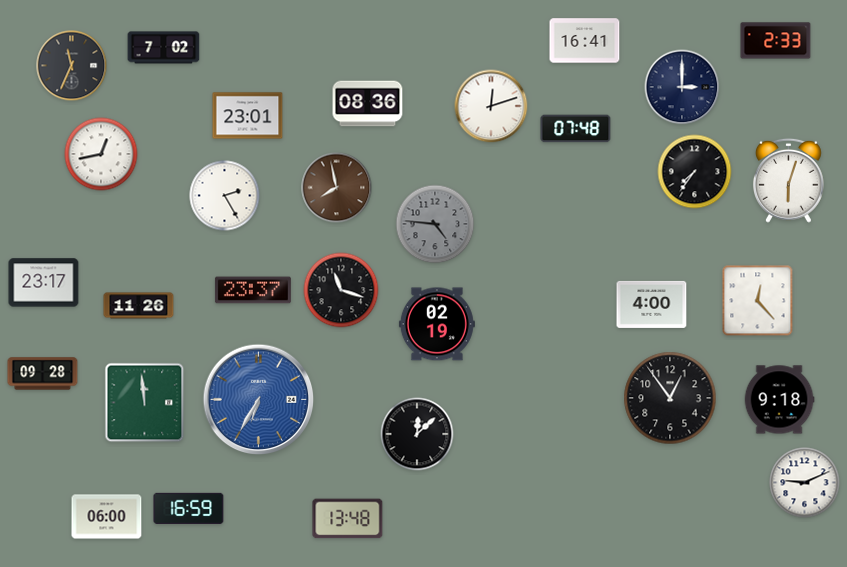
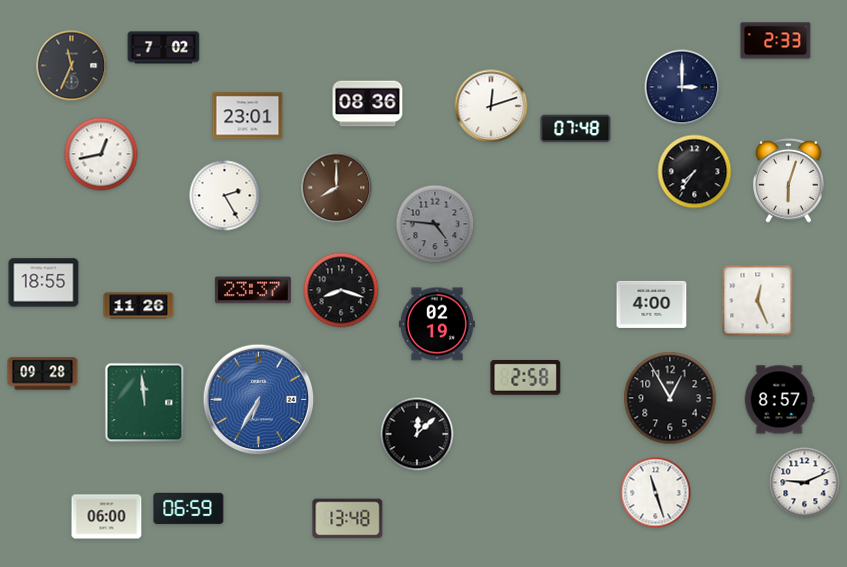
clock at (585, 41): 16:41 -> none
clock at (337, 188): 7:58 -> 8:00
clock at (44, 283): 23:17 -> 18:55
clock at (341, 290): 11:18 -> 8:18
clock at (758, 301): 12:23 -> 12:26
clock at (526, 377): none -> 2:58
clock at (670, 398): 12:54 -> 12:55
clock at (779, 400): 9:18 -> 8:57
clock at (656, 493): none -> 11:27
clock at (189, 508): 16:59 -> 06:59
